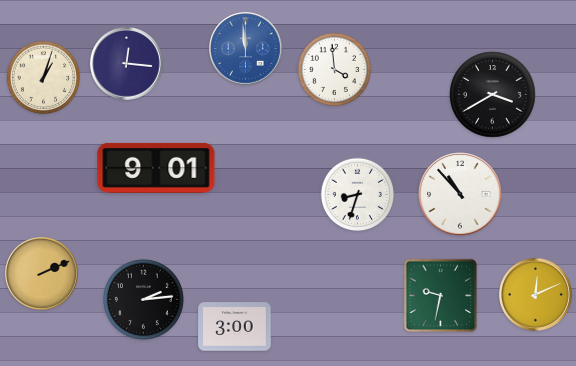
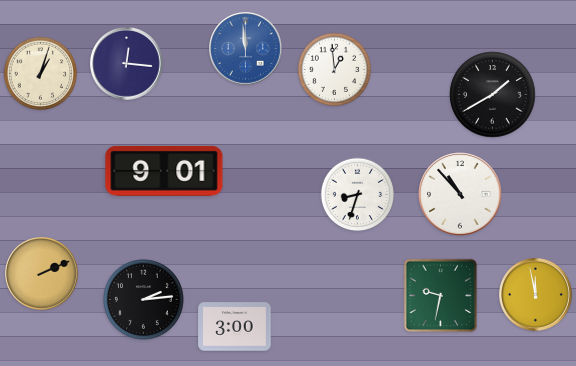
clock at (335, 70): 3:59 -> 12:59
clock at (44, 78) position: (44, 78) -> (41, 74)
clock at (493, 95): 3:40 -> 1:40
clock at (156, 168) position: (156, 168) -> (164, 171)
clock at (536, 295): 12:11 -> 11:58
